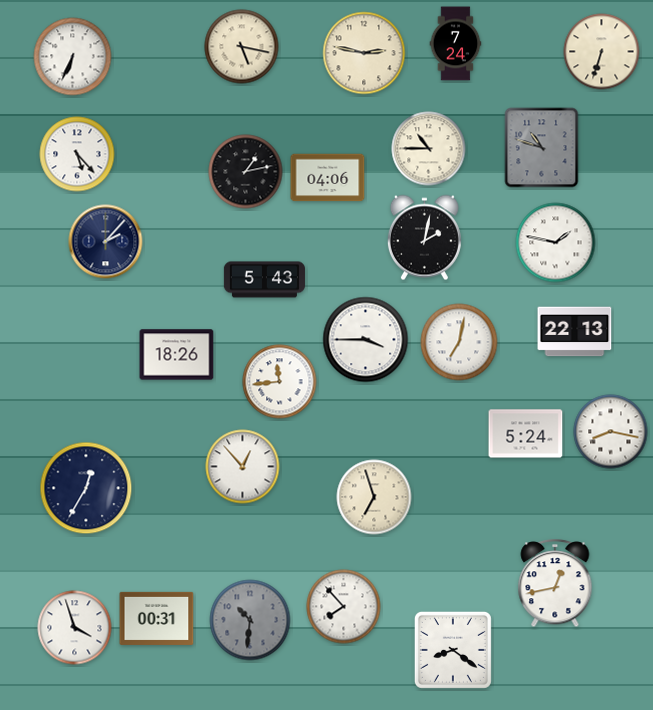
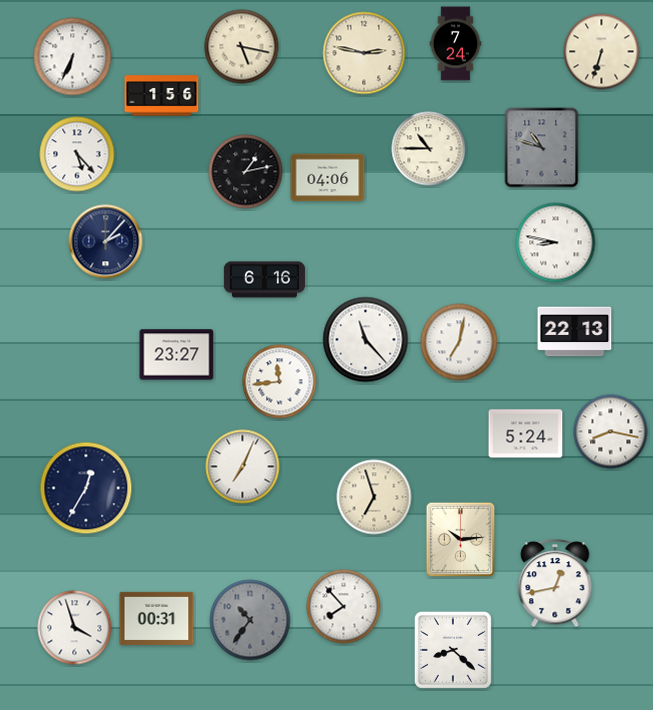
clock at (162, 96): none -> 1:56
clock at (424, 238): 2:02 -> none
clock at (556, 243): 1:47 -> 8:47
clock at (264, 280): 5:43 -> 6:16
clock at (366, 340): 3:45 -> 11:23
clock at (177, 355): 18:26 -> 23:27
clock at (243, 467): 12:53 -> 7:04
clock at (461, 540): none -> 10:14
clock at (250, 620): 10:31 -> 10:36
clock at (453, 650): 8:21 -> 8:22
